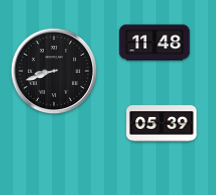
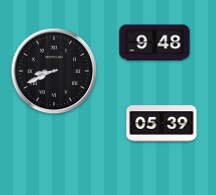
clock at (155, 43): 11:48 -> 9:48
clock at (54, 71): 8:42 -> 8:41
